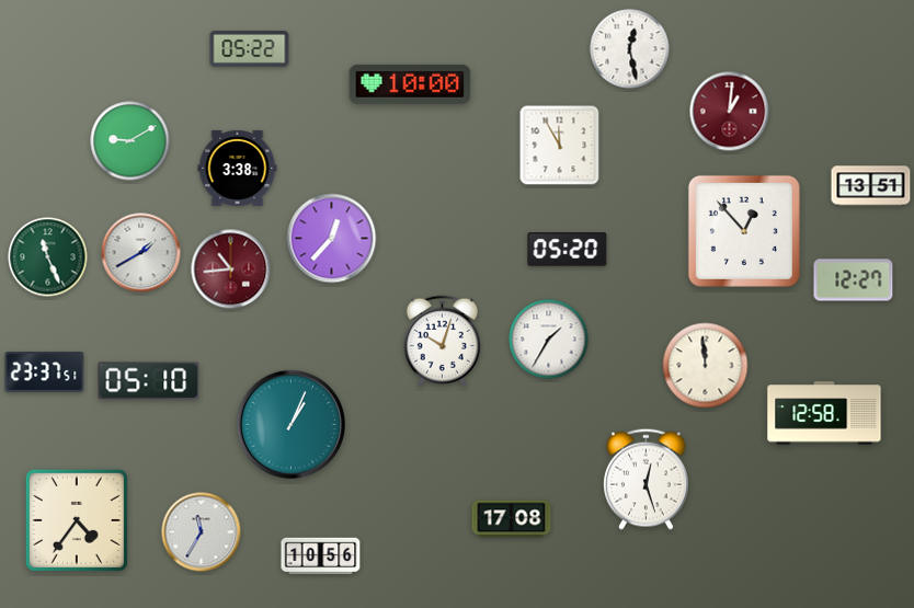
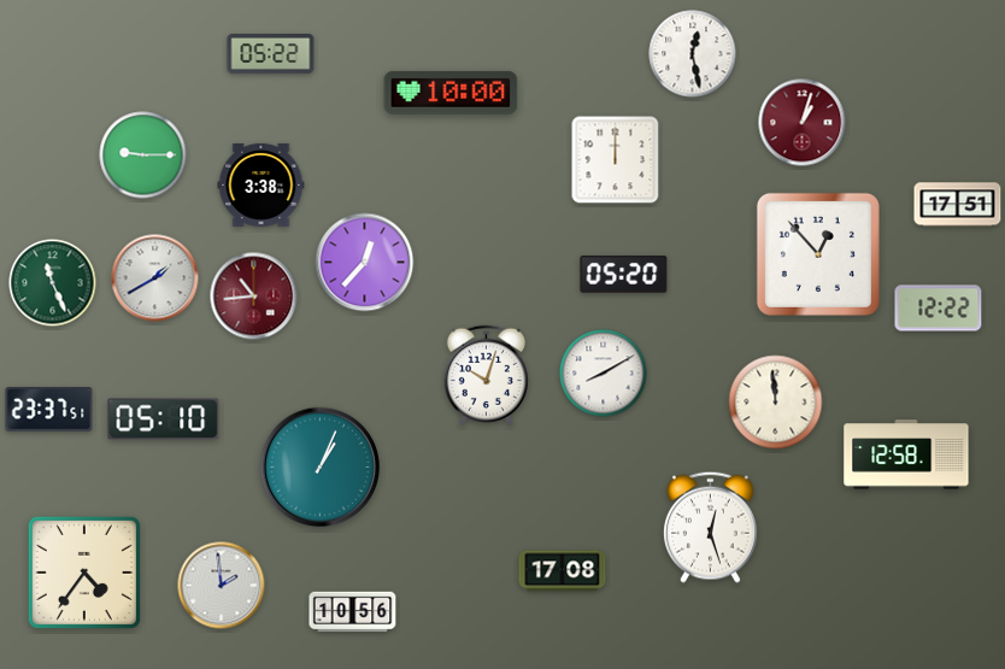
clock at (250, 49) position: (250, 49) -> (271, 54)
clock at (730, 112): 1:01 -> 1:03
clock at (130, 141): 9:10 -> 9:15
clock at (560, 146): 11:55 -> 12:00
clock at (871, 186): 13:51 -> 17:51
clock at (854, 280): 12:27 -> 12:22
clock at (549, 340): 1:35 -> 8:10
clock at (202, 532): 11:35 -> 1:59
